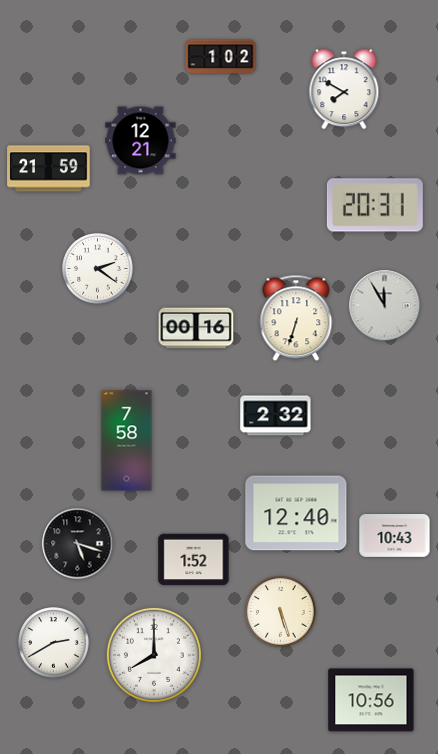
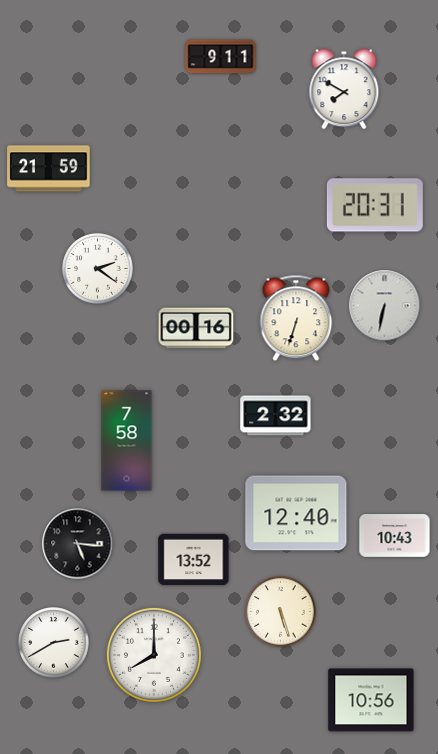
clock at (221, 57): 1:02 -> 9:11
clock at (141, 141): 12:21 -> none
clock at (385, 306): 11:55 -> 6:32
clock at (78, 544): 5:18 -> 5:16
clock at (194, 560): 1:52 -> 13:52
